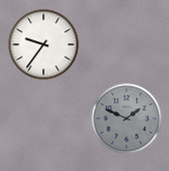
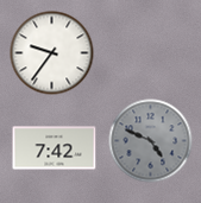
clock at (127, 119): 1:49 -> 4:49
clock at (55, 148): none -> 7:42
